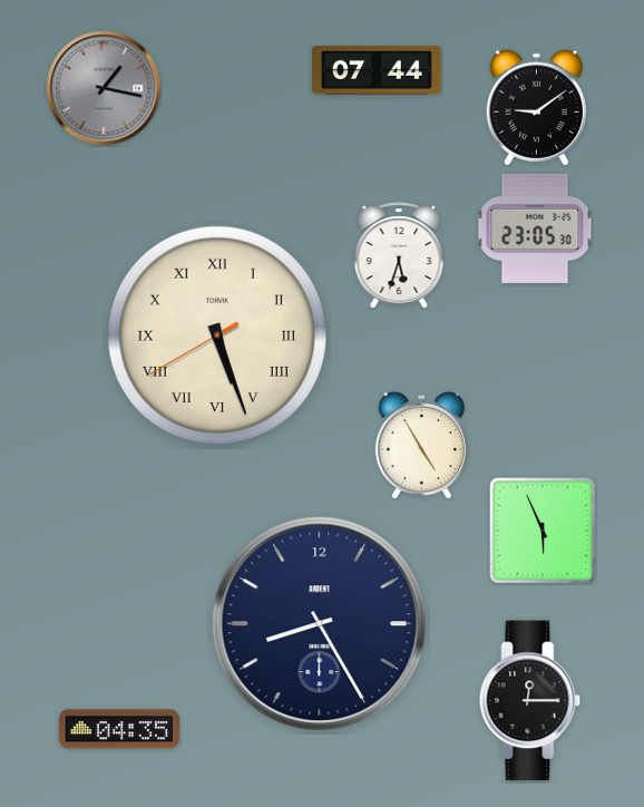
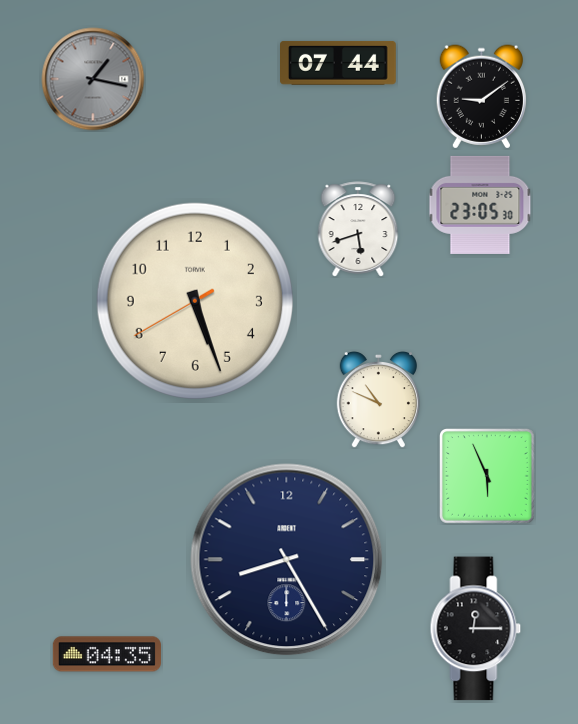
clock at (399, 255): 5:33 -> 5:42
clock at (217, 336) numerals: Roman -> Arabic
clock at (421, 445): 4:55 -> 10:49
